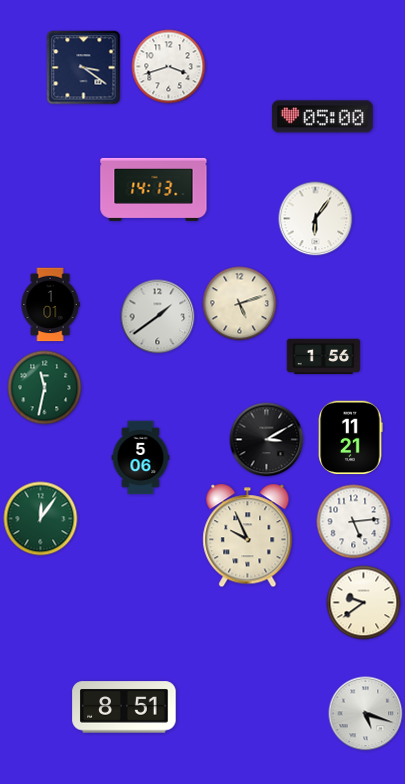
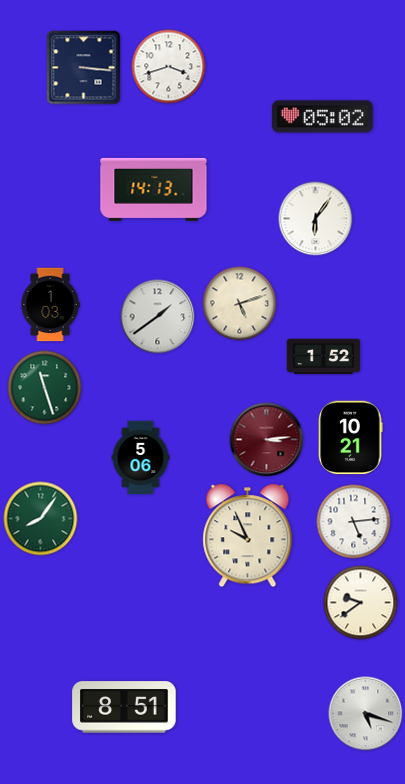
clock at (84, 68): 3:21 -> 3:16
clock at (322, 117): 05:00 -> 05:02
clock at (50, 305): 1:01 -> 1:03
clock at (324, 357): 1:56 -> 1:52
clock at (45, 388): 11:32 -> 11:27
clock at (350, 438): 11:21 -> 10:21
clock at (267, 440): 3:10 -> 3:14
clock at (267, 440) dial: black -> burgundy
clock at (41, 519): 12:06 -> 8:06
clock at (364, 603) position: (364, 603) -> (361, 603)
